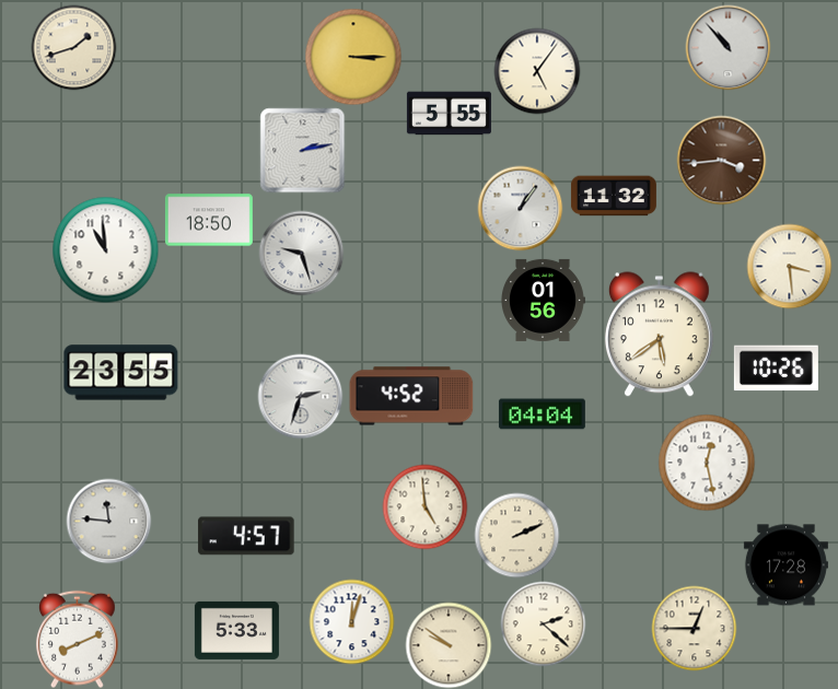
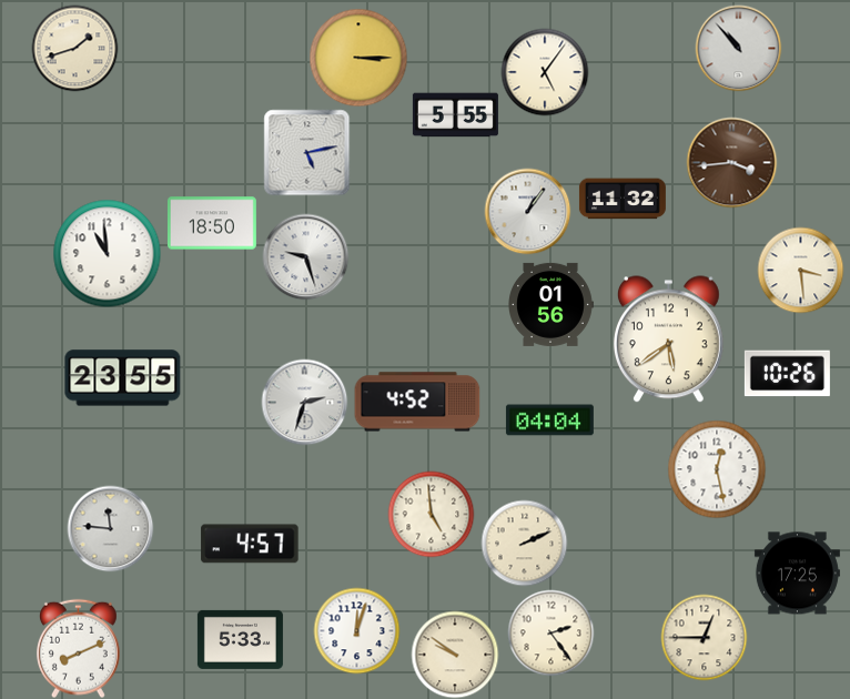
clock at (302, 150): 2:13 -> 5:13
clock at (785, 565): 17:28 -> 17:25
clock at (543, 623): 2:22 -> 2:24
